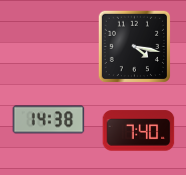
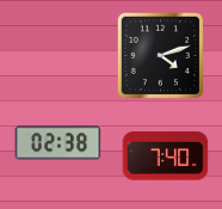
clock at (134, 46): 4:17 -> 4:12
clock at (49, 120): 14:38 -> 02:38
